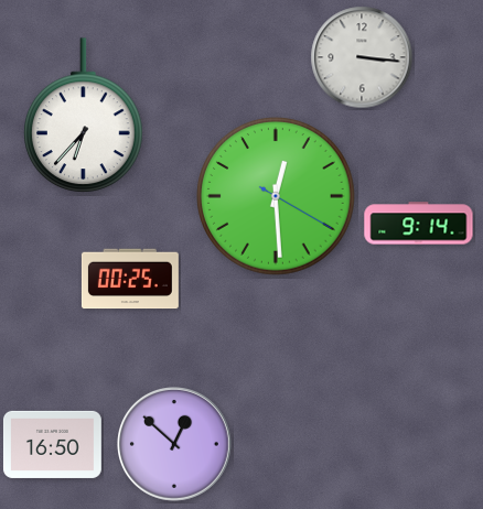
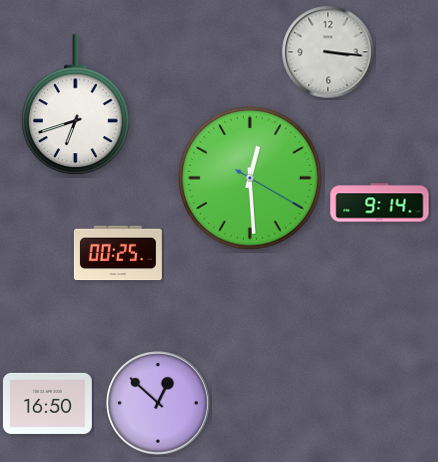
clock at (84, 116): 6:37 -> 6:42
